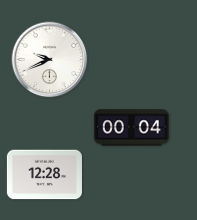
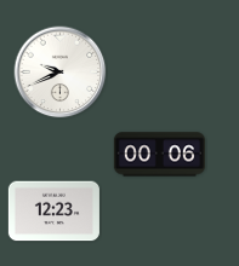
clock at (131, 128): 00:04 -> 00:06
clock at (44, 175): 12:28 -> 12:23
